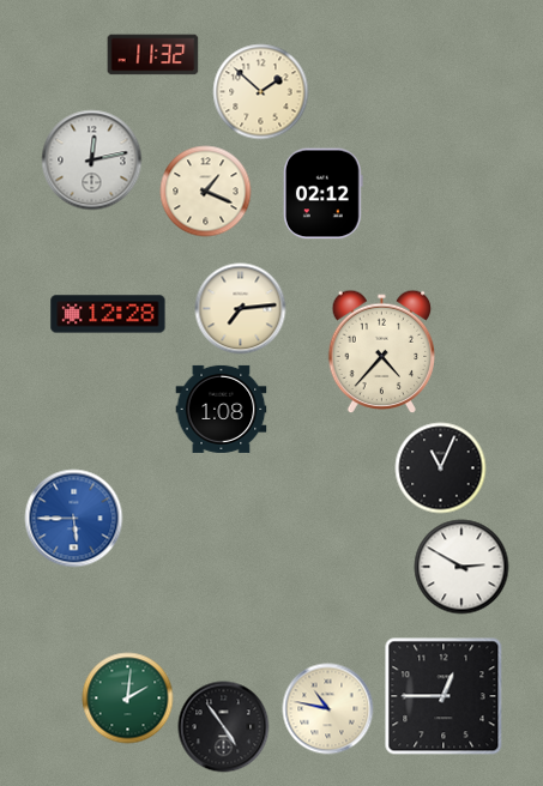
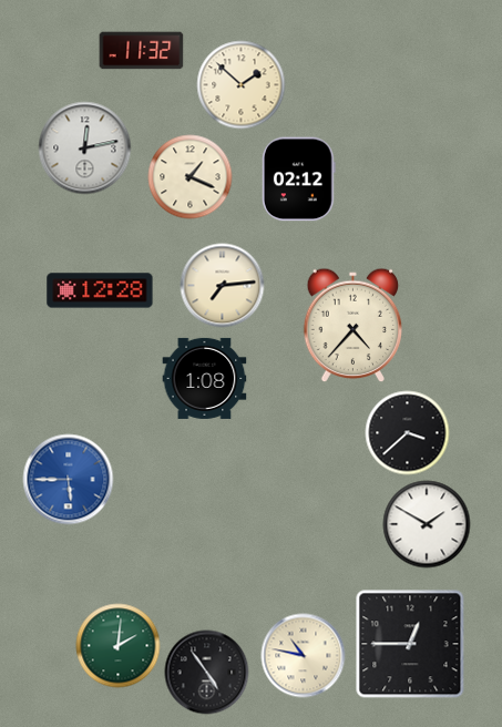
clock at (441, 468): 11:04 -> 3:38
clock at (461, 567): 2:50 -> 1:50
